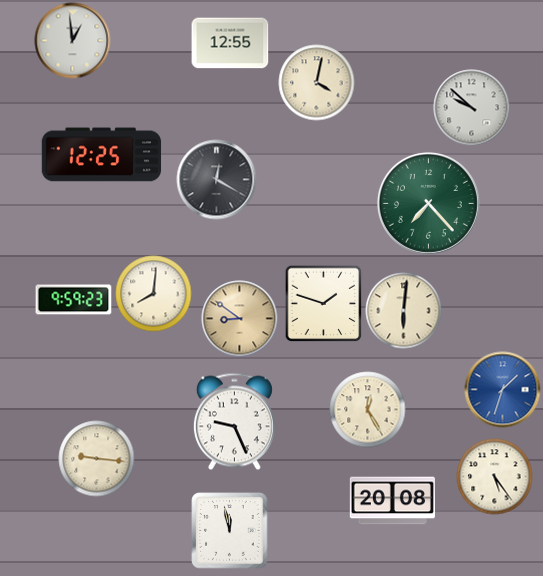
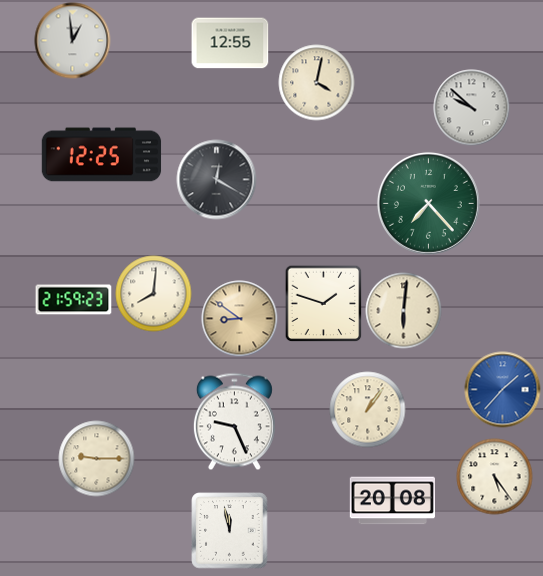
clock at (74, 300): 9:59 -> 21:59
clock at (503, 390): 1:33 -> 1:37
clock at (368, 410): 12:25 -> 1:06
clock at (97, 459): 9:16 -> 9:15
